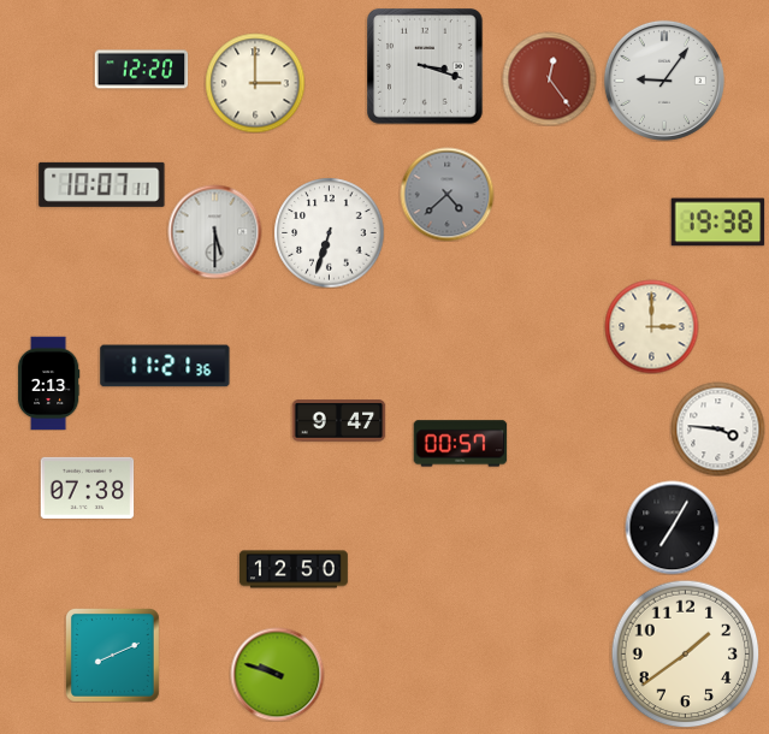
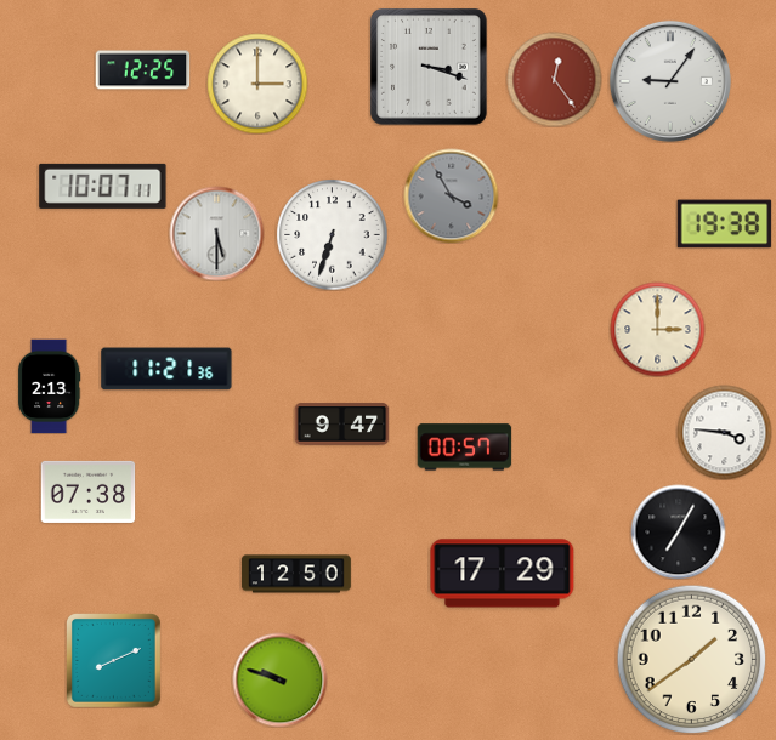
clock at (141, 70): 12:20 -> 12:25
clock at (446, 194): 4:38 -> 3:55
clock at (503, 574): none -> 17:29
